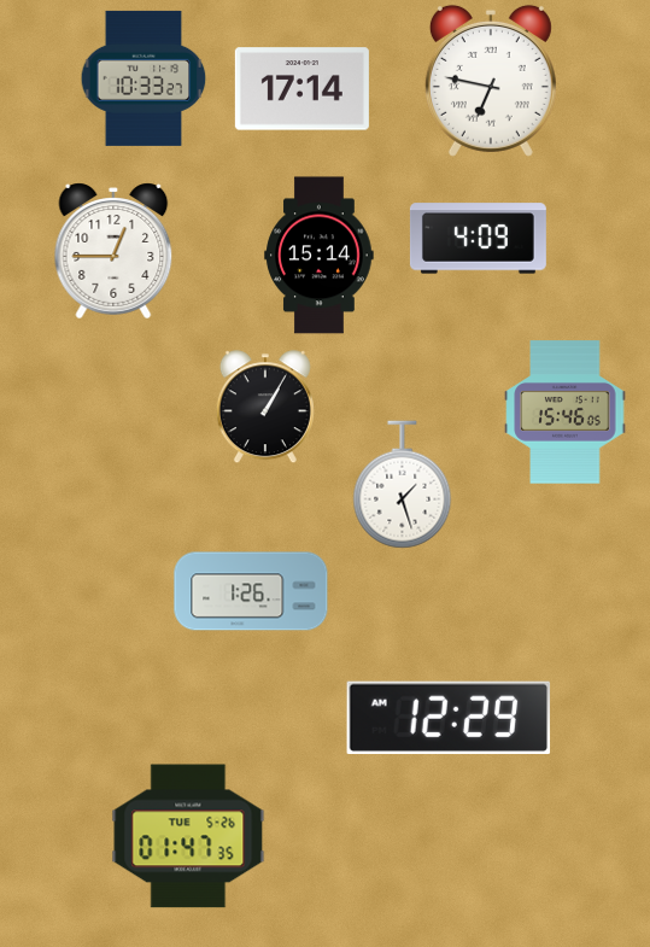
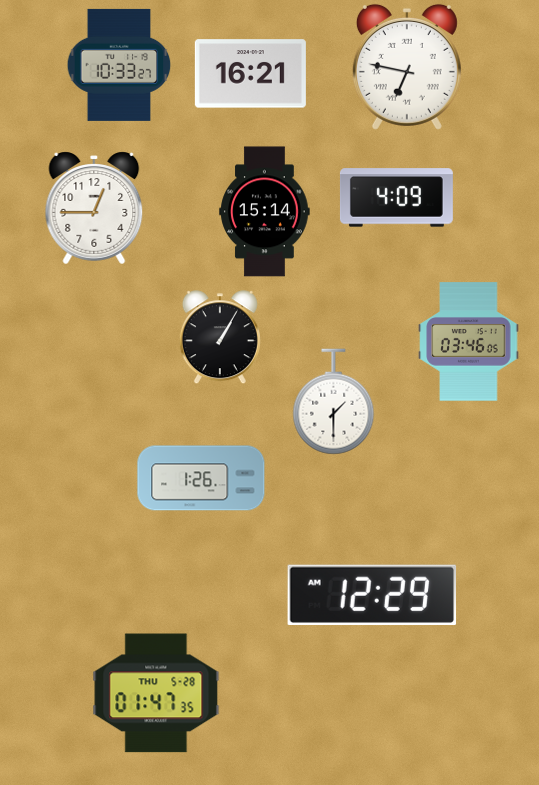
clock at (301, 89): 17:14 -> 16:21
clock at (566, 413): 15:46 -> 03:46
clock at (403, 485): 1:27 -> 1:30
clock at (251, 591) position: (251, 591) -> (201, 478)
clock at (188, 836) date: TUE 5-26 -> THU 5-28
